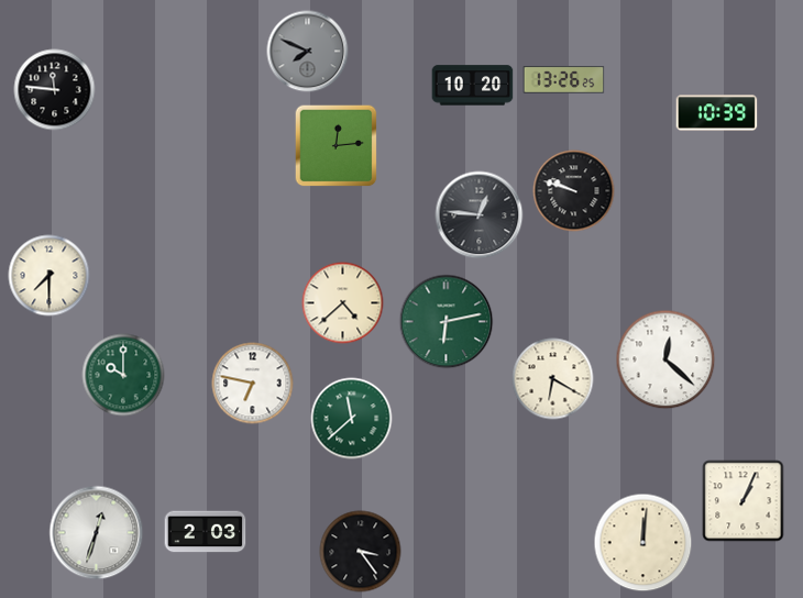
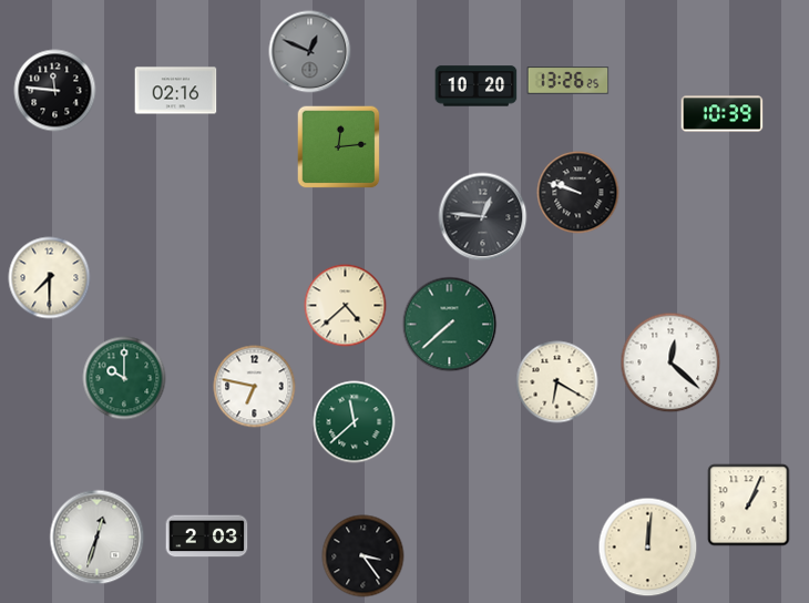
clock at (308, 52): 7:49 -> 12:49
clock at (176, 91): none -> 02:16
clock at (447, 322): 6:13 -> 7:38
